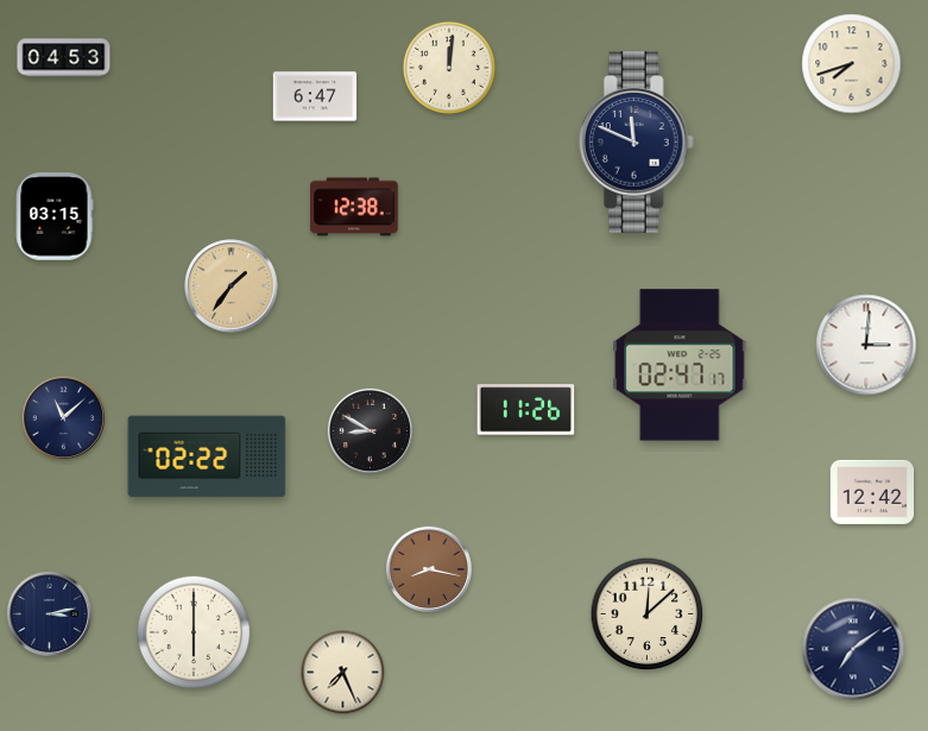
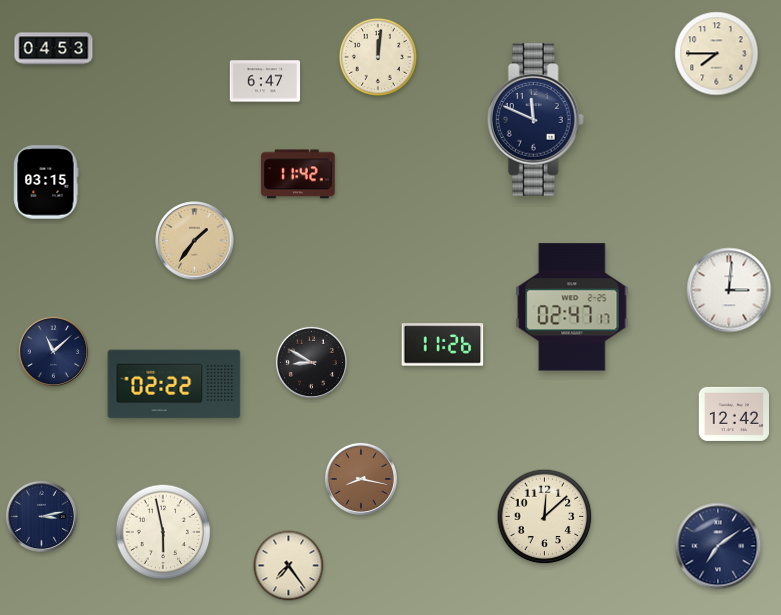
clock at (852, 64): 7:42 -> 7:45
clock at (354, 207): 12:38 -> 11:42
clock at (194, 632): 6:00 -> 5:58
clock at (343, 673): 7:26 -> 7:24
